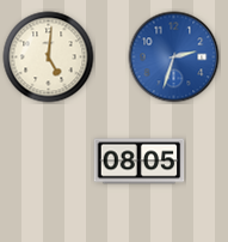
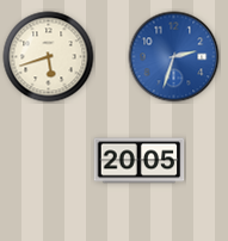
clock at (49, 58): 5:01 -> 5:42
clock at (140, 162): 08:05 -> 20:05
